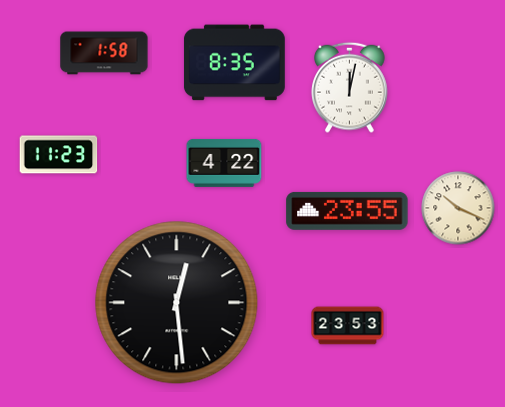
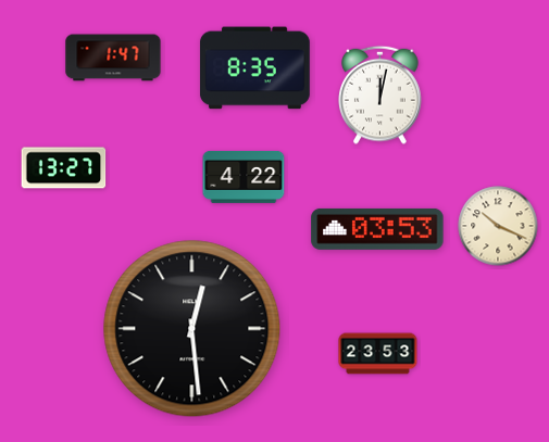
clock at (104, 53): 1:58 -> 1:47
clock at (59, 155): 11:23 -> 13:27
clock at (347, 211): 23:55 -> 03:53
